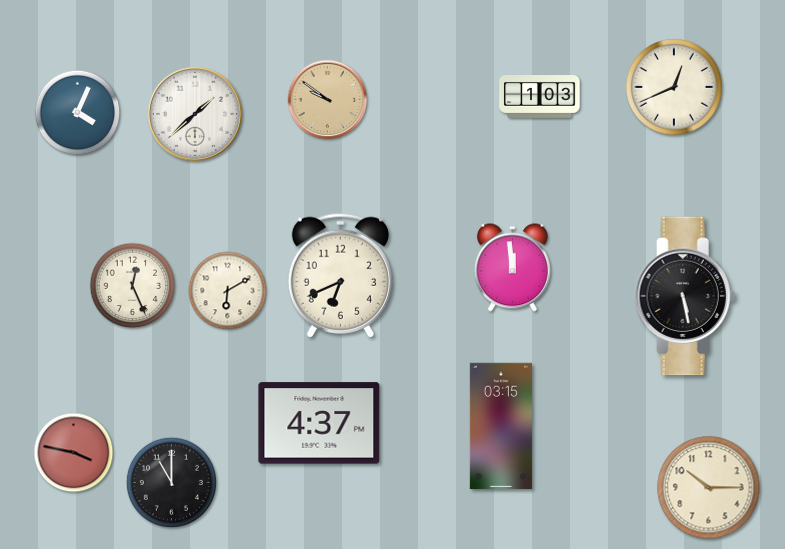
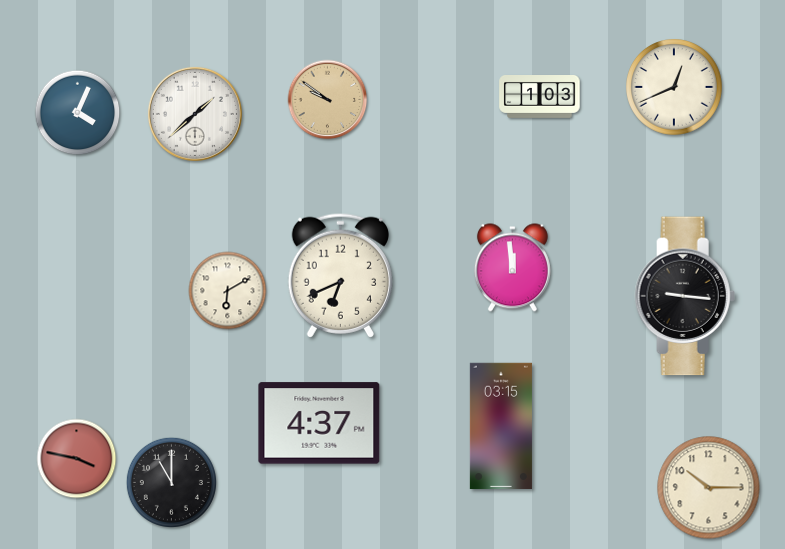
clock at (133, 286): 12:26 -> none
clock at (685, 296): 5:28 -> 9:16
clock at (74, 453) position: (74, 453) -> (77, 459)
